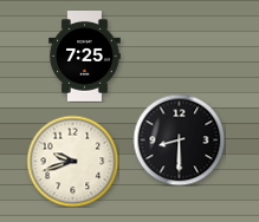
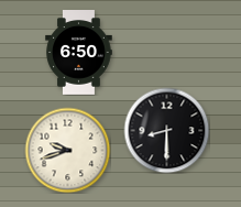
clock at (85, 57): 7:25 -> 6:50
